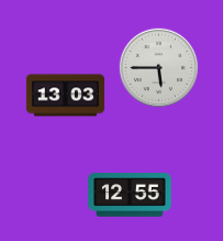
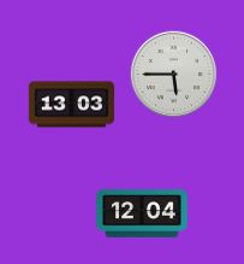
clock at (130, 195): 12:55 -> 12:04
